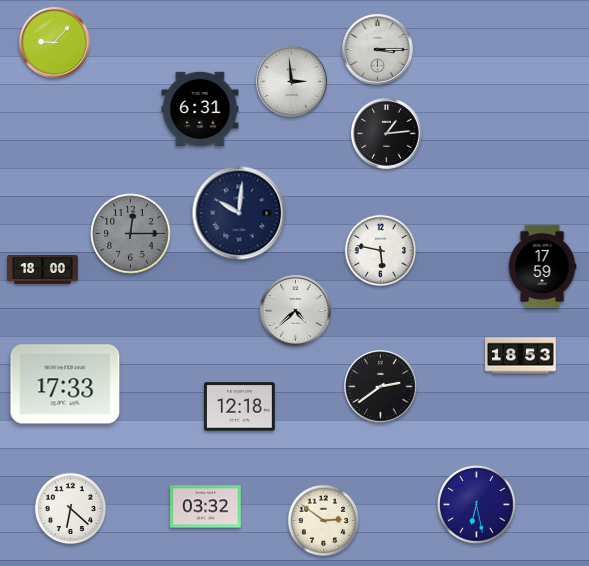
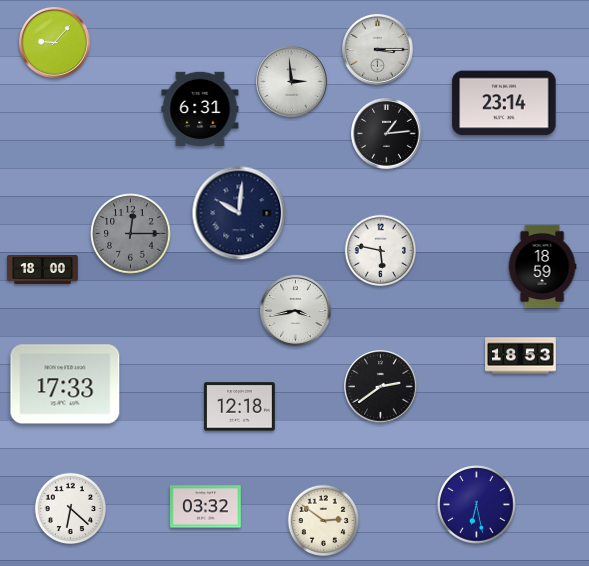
clock at (504, 103): none -> 23:14
clock at (542, 267): 17:59 -> 18:59
clock at (296, 311): 4:38 -> 3:43
